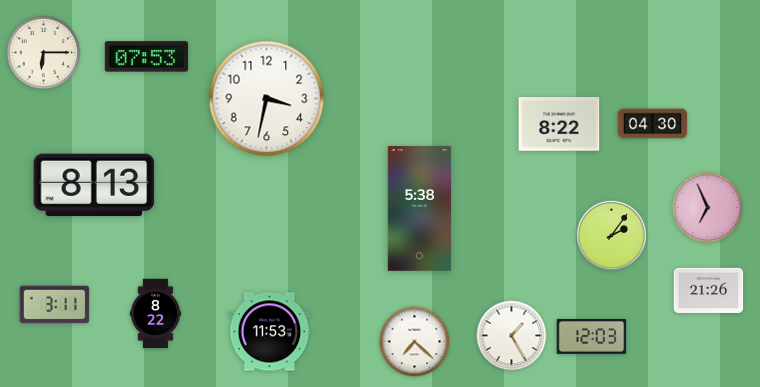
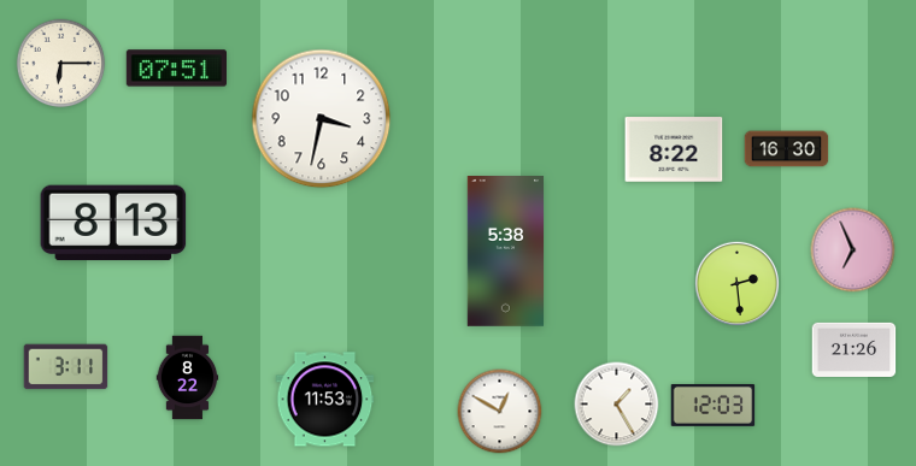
clock at (44, 53) position: (44, 53) -> (61, 64)
clock at (146, 57): 07:53 -> 07:51
clock at (653, 124): 04:30 -> 16:30
clock at (612, 236): 2:06 -> 2:29
clock at (415, 342): 7:22 -> 12:50
